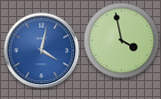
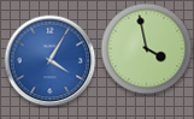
clock at (42, 51): 4:02 -> 4:05
